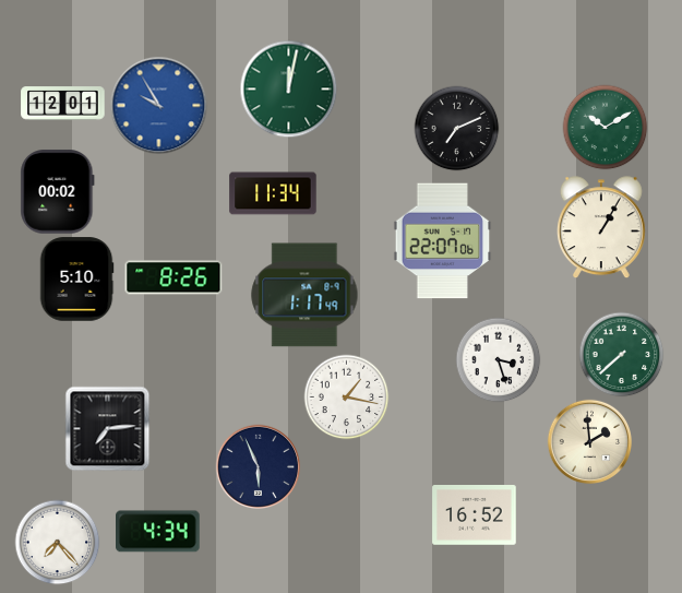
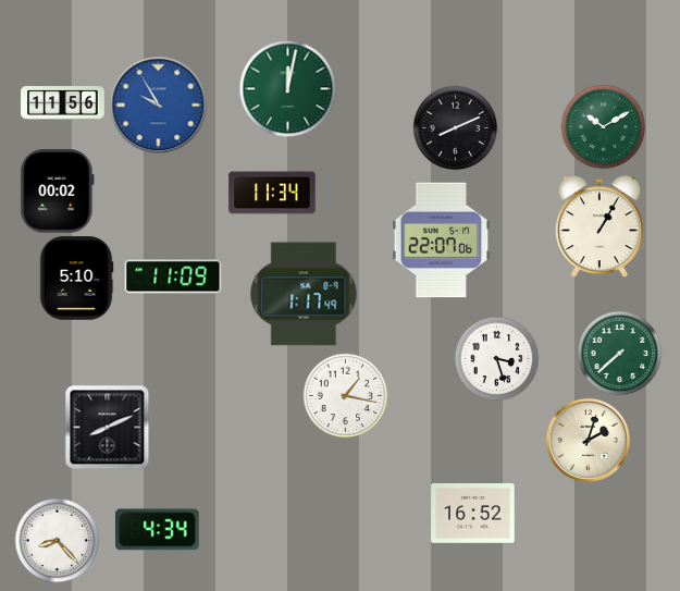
clock at (63, 104): 12:01 -> 11:56
clock at (456, 128): 7:11 -> 8:11
clock at (174, 277): 8:26 -> 11:09
clock at (107, 428): 7:14 -> 8:11
clock at (589, 441): 1:59 -> 2:03
clock at (258, 466): 5:56 -> none
clock at (57, 542): 7:23 -> 8:23
